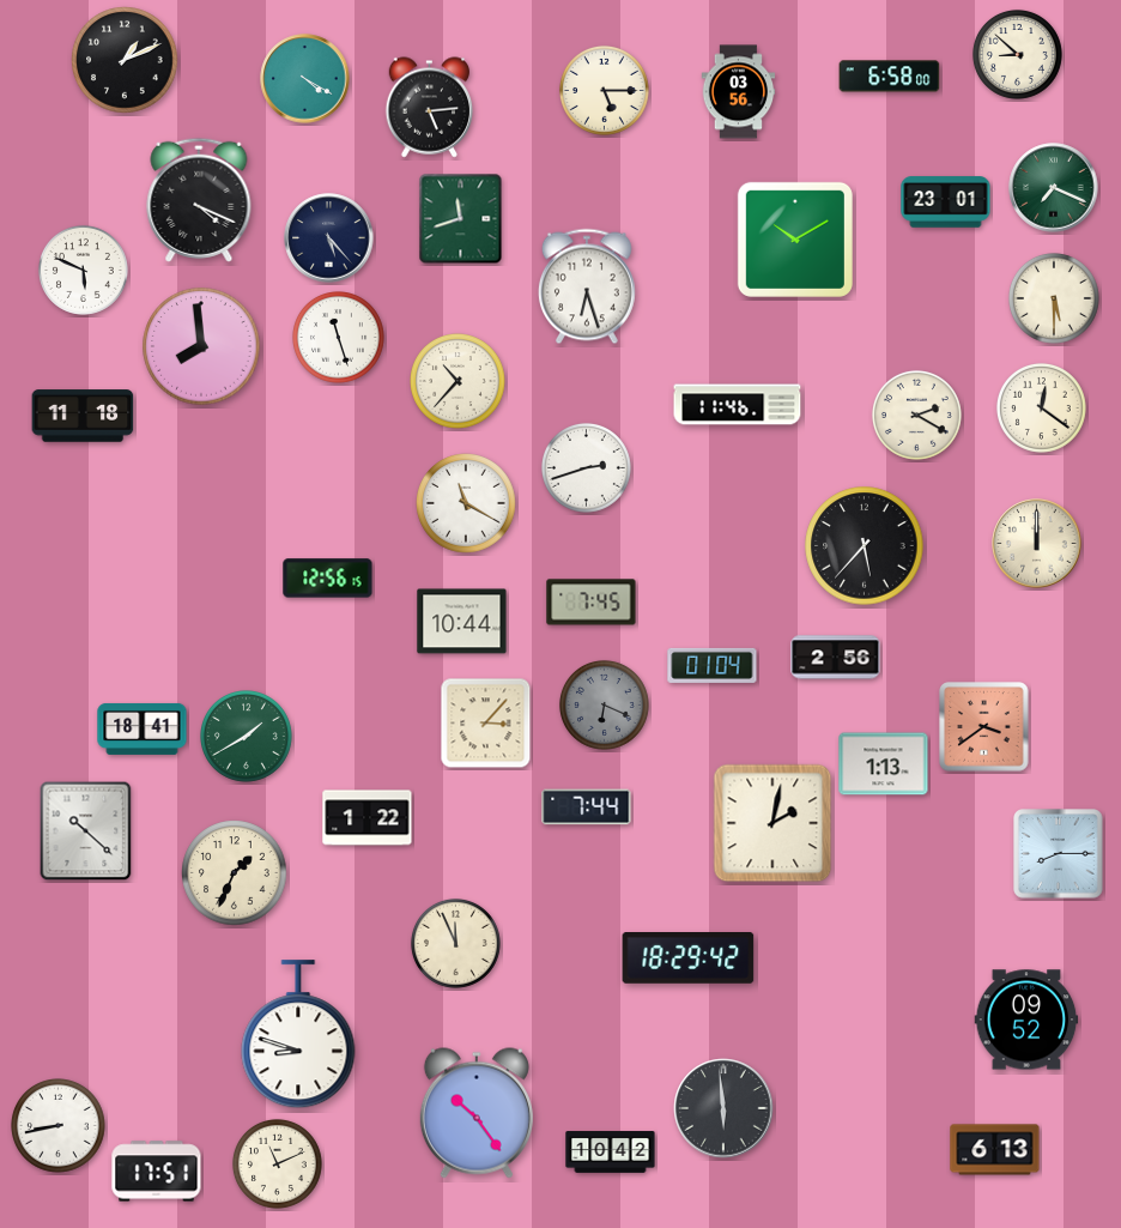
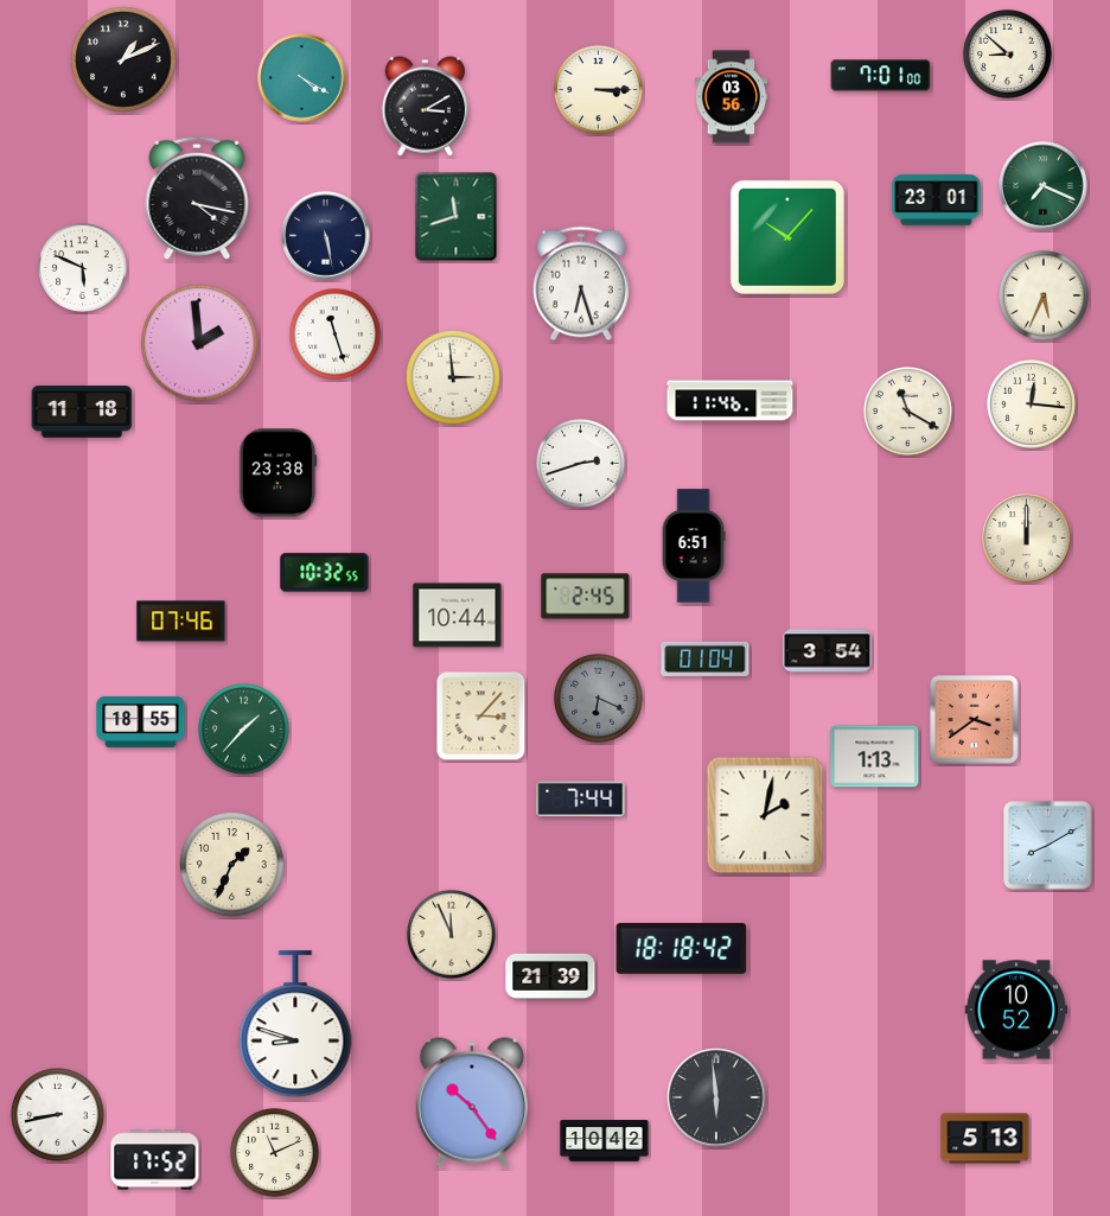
clock at (890, 77): 6:58 -> 7:01
clock at (604, 90): 5:15 -> 3:15
clock at (739, 92) position: (739, 92) -> (732, 97)
clock at (430, 108): 5:14 -> 3:10
clock at (199, 200): 4:19 -> 4:17
clock at (329, 238): 5:23 -> 5:28
clock at (795, 240): 10:10 -> 10:07
clock at (1055, 300): 5:30 -> 5:34
clock at (201, 346): 7:59 -> 1:59
clock at (459, 382): 10:37 -> 2:59
clock at (1041, 407): 12:21 -> 12:16
clock at (916, 415): 2:20 -> 11:20
clock at (277, 473): none -> 23:38
clock at (466, 503): 11:20 -> none
clock at (865, 546): 5:37 -> none
clock at (694, 546): none -> 6:51
clock at (328, 579): 12:56 -> 10:32
clock at (592, 603): 7:45 -> 2:45
clock at (181, 622): none -> 07:46
clock at (836, 658): 2:56 -> 3:54
clock at (143, 728): 18:41 -> 18:55
clock at (247, 737): 1:40 -> 1:37
clock at (368, 818): 1:22 -> none
clock at (86, 831): 10:22 -> none
clock at (1059, 854): 8:15 -> 8:10
clock at (689, 958): 18:29 -> 18:18
clock at (550, 976): none -> 21:39
clock at (1026, 1020): 09:52 -> 10:52
clock at (995, 1150): 6:13 -> 5:13
clock at (157, 1172): 17:51 -> 17:52
